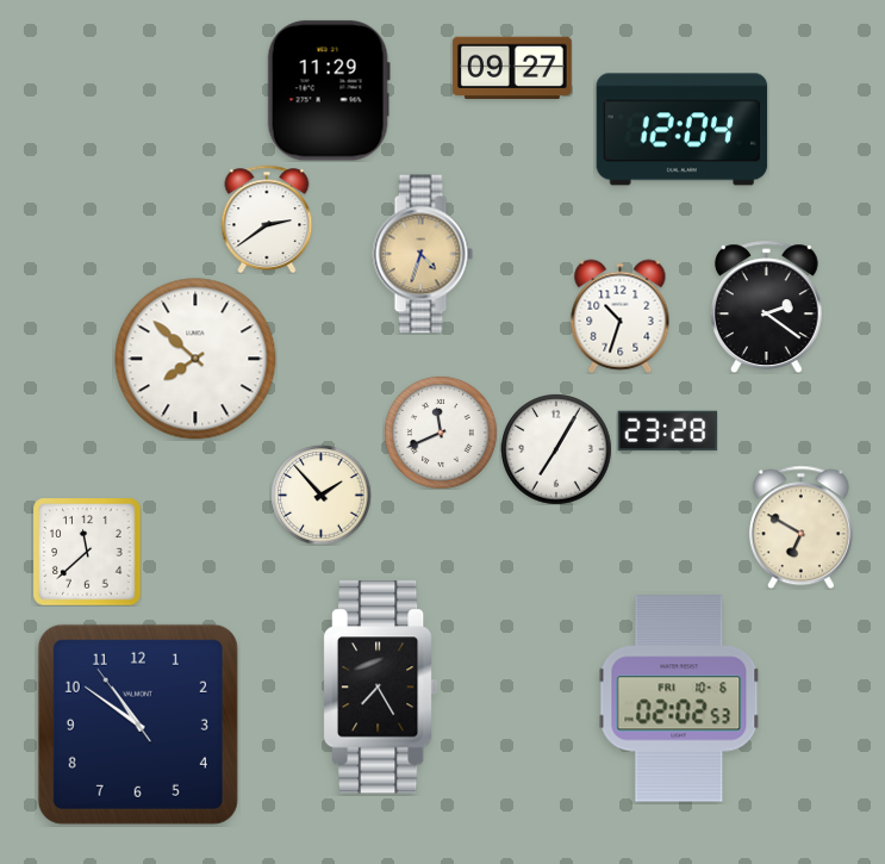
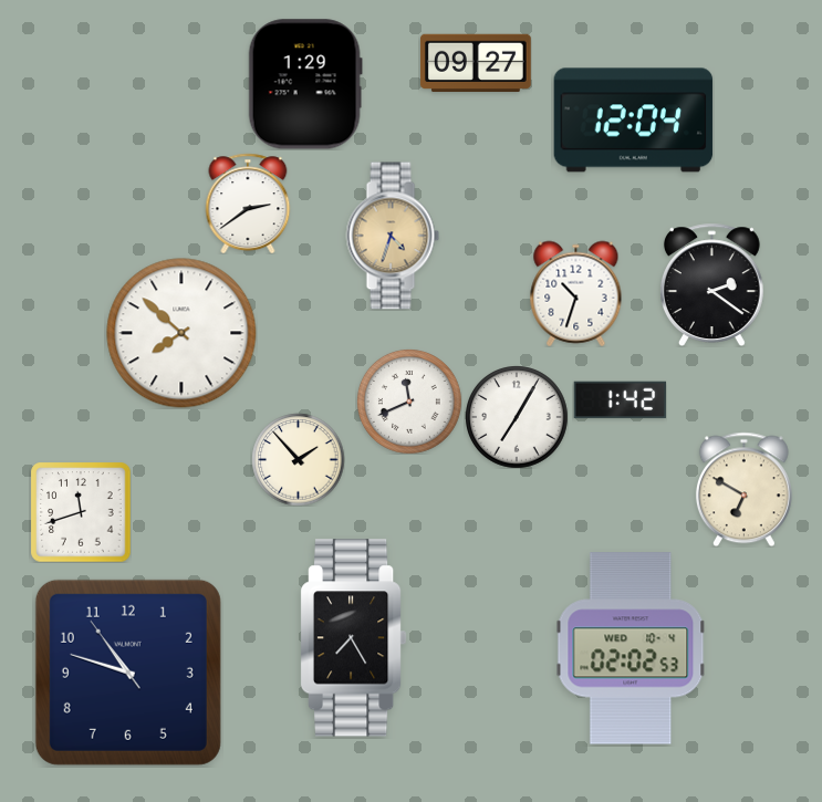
clock at (329, 91): 11:29 -> 1:29
clock at (667, 431): 23:28 -> 1:42
clock at (87, 552): 11:38 -> 11:42
clock at (679, 698) date: FRI 10-6 -> WED 10-4
clock at (138, 725): 10:50 -> 10:47
